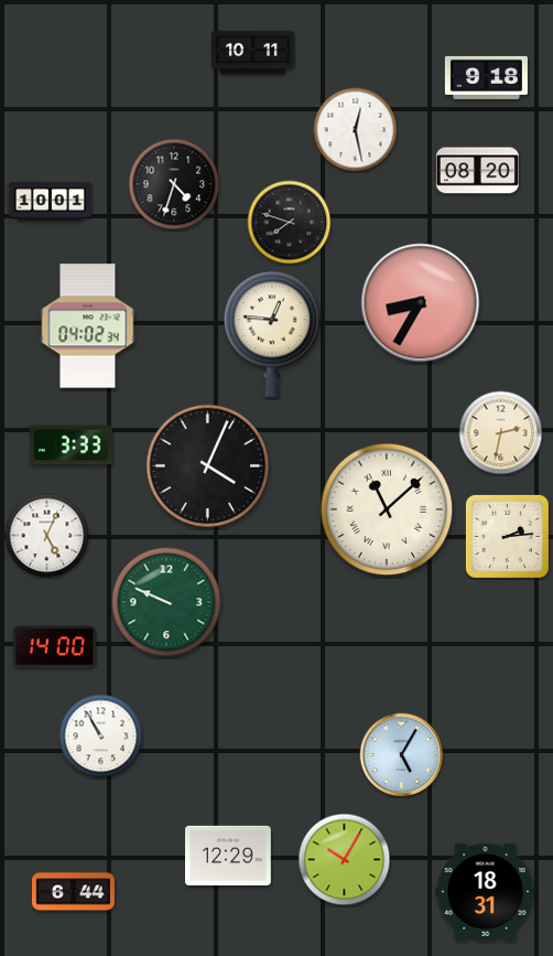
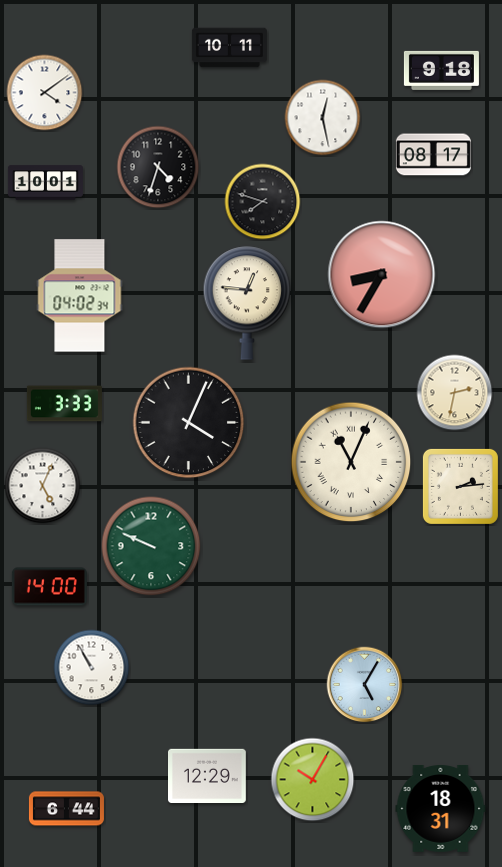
clock at (45, 93): none -> 4:09
clock at (477, 171): 08:20 -> 08:17
clock at (387, 509): 11:08 -> 11:04
